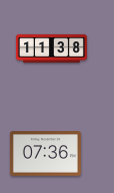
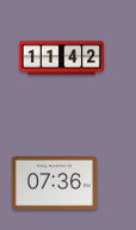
clock at (51, 49): 11:38 -> 11:42
